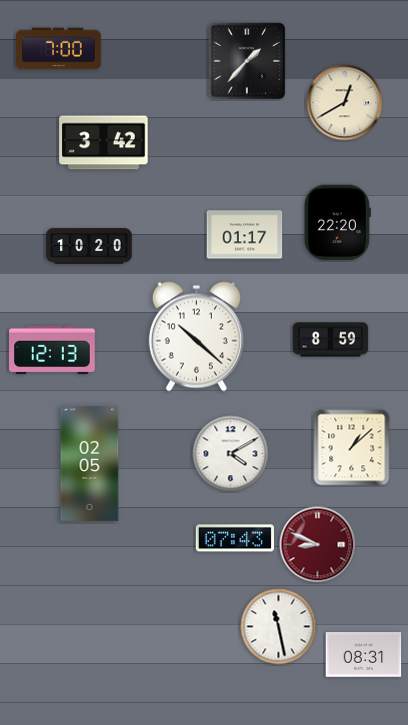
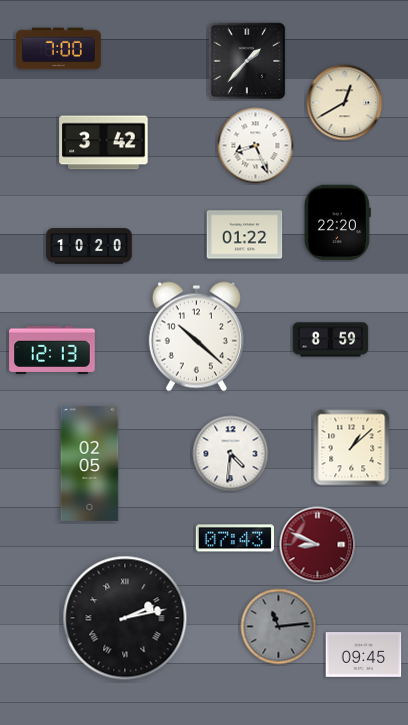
clock at (256, 146): none -> 8:26
clock at (245, 235): 01:17 -> 01:22
clock at (231, 454): 4:10 -> 4:31
clock at (125, 618): none -> 2:13
clock at (279, 627): 11:28 -> 11:14
clock at (279, 627) dial: white -> grey
clock at (364, 655): 08:31 -> 09:45
